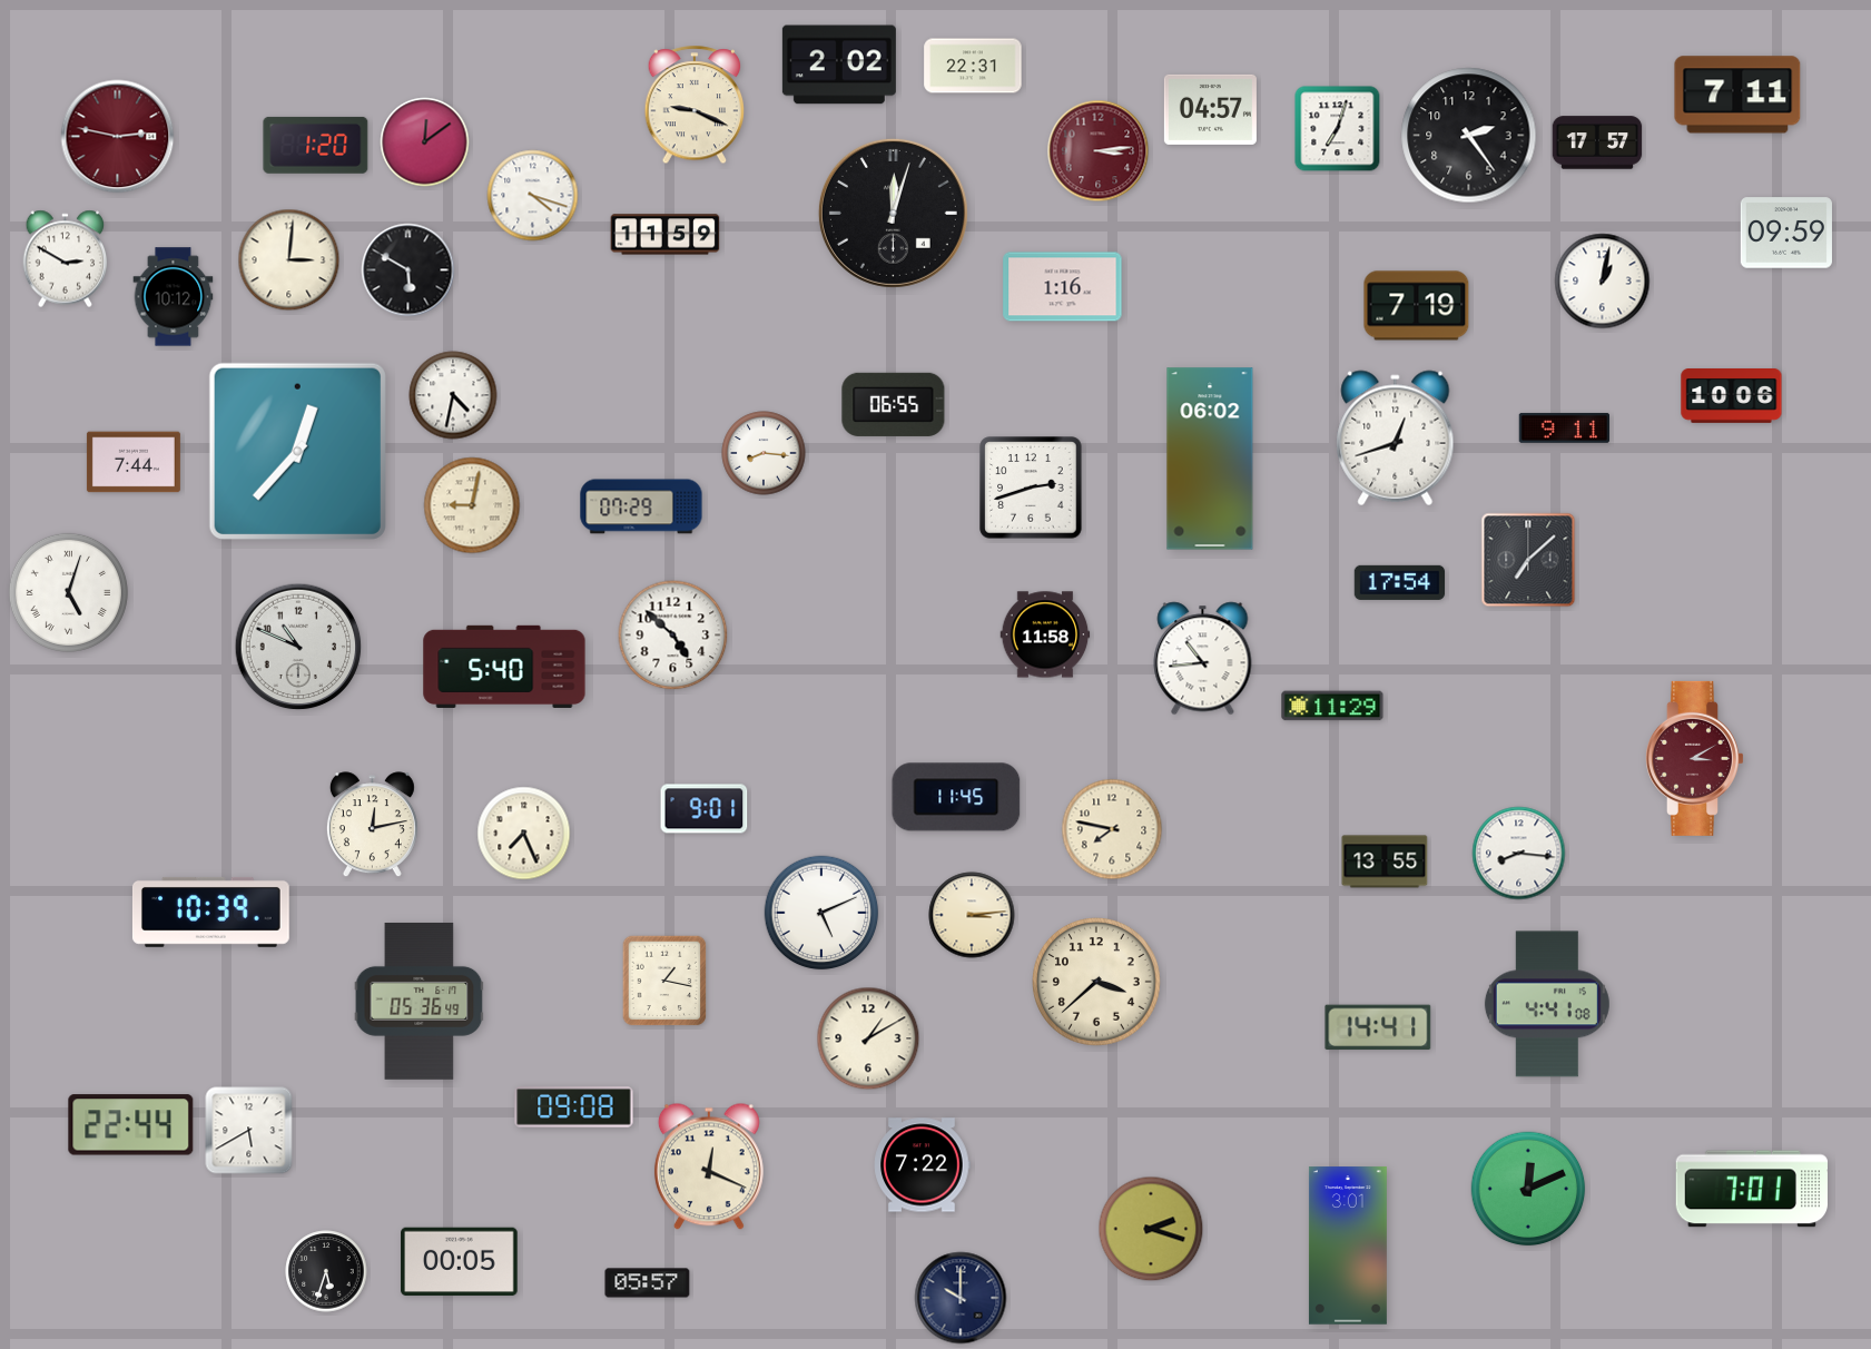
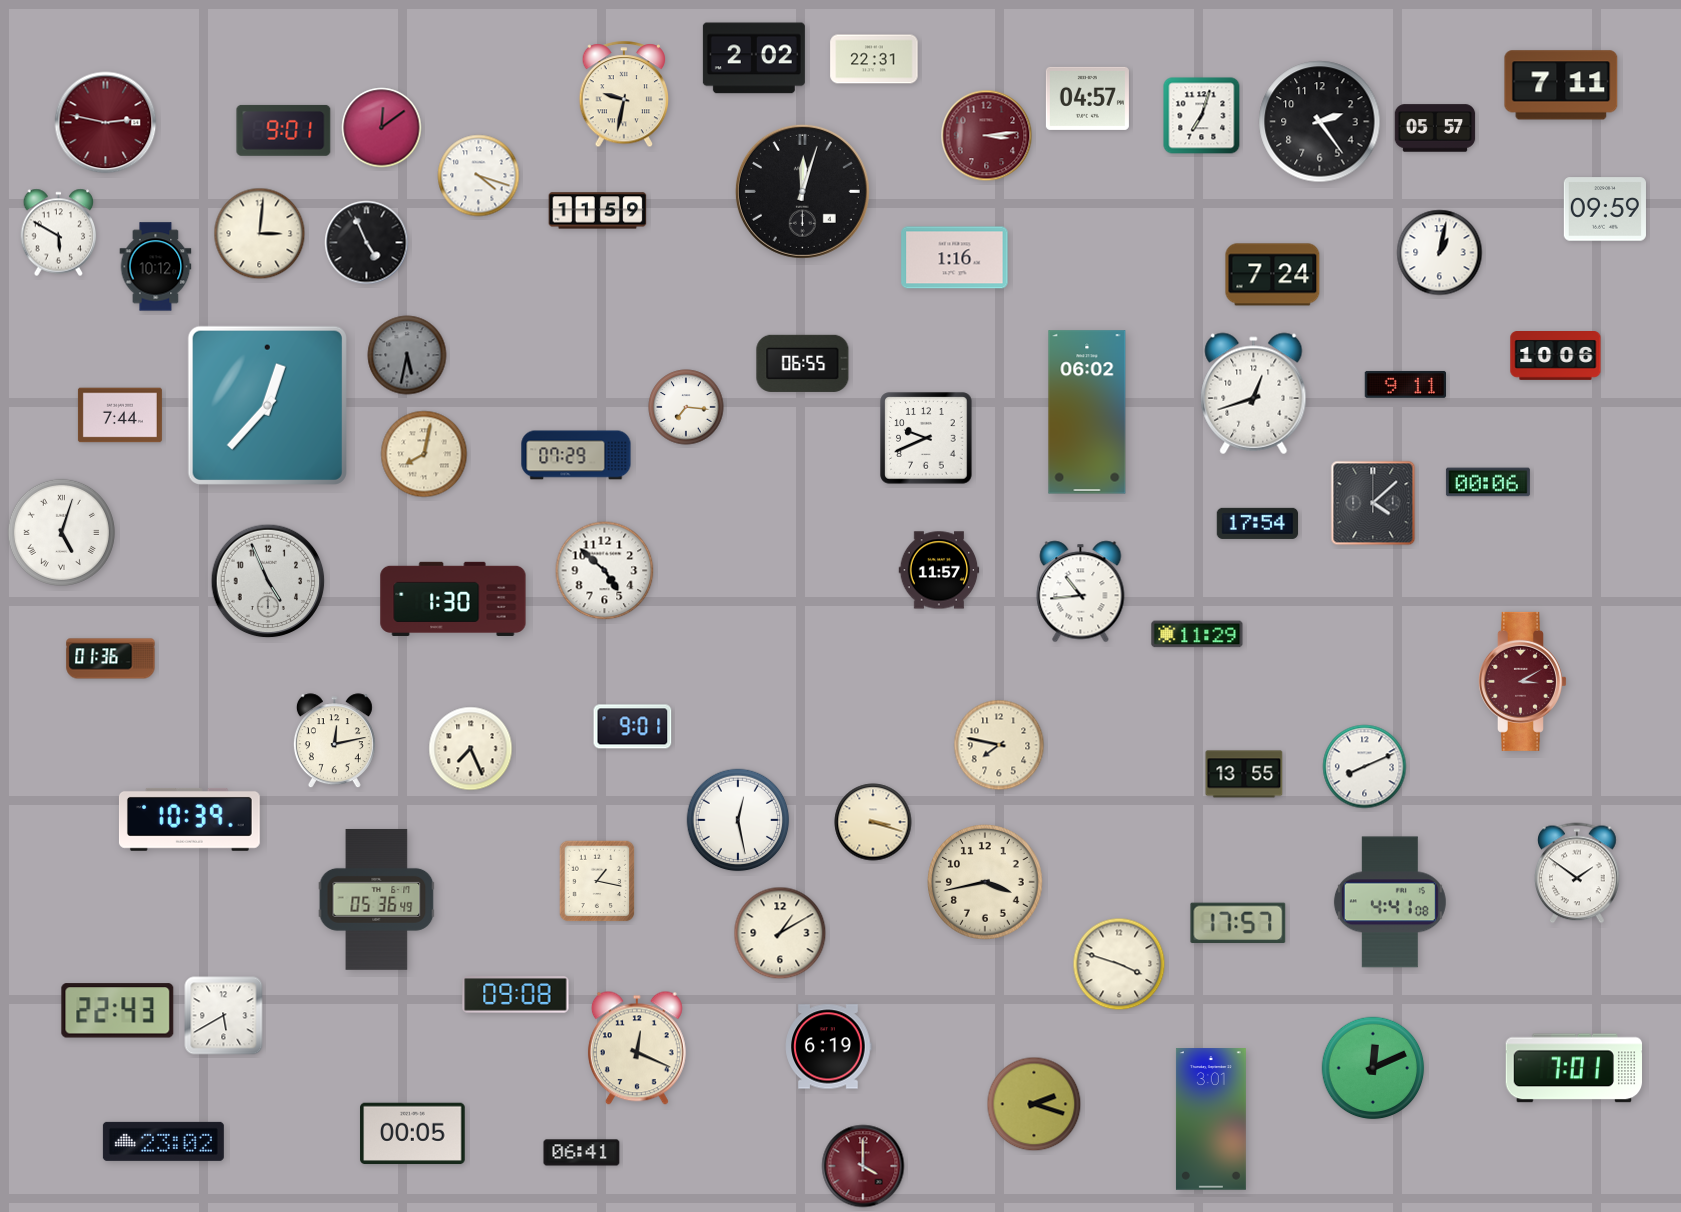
clock at (695, 106): 9:19 -> 9:32
clock at (1597, 142): 17:57 -> 05:57
clock at (316, 145): 1:20 -> 9:01
clock at (66, 259): 2:50 -> 5:50
clock at (408, 270): 5:50 -> 4:56
clock at (1417, 306): 7:19 -> 7:24
clock at (453, 395): 4:32 -> 5:32
clock at (453, 395) dial: white -> grey
clock at (764, 453): 8:16 -> 7:16
clock at (1031, 488): 2:42 -> 9:41
clock at (472, 505): 9:02 -> 8:02
clock at (1488, 482): none -> 00:06
clock at (1528, 560): 7:08 -> 4:08
clock at (1045, 634): 11:58 -> 11:57
clock at (298, 647): 10:49 -> 4:56
clock at (504, 666): 5:40 -> 1:30
clock at (111, 659): none -> 01:36
clock at (956, 797): 11:45 -> none
clock at (1519, 854): 8:16 -> 8:11
clock at (821, 913): 5:11 -> 12:28
clock at (972, 915): 3:14 -> 3:18
clock at (1578, 873): none -> 1:51
clock at (1097, 983): 3:38 -> 3:43
clock at (1378, 1027): 14:41 -> 17:57
clock at (1119, 964): none -> 3:48
clock at (131, 1125): 22:44 -> 22:43
clock at (923, 1165): 7:22 -> 6:19
clock at (163, 1141): none -> 23:02
clock at (326, 1271): 5:33 -> none
clock at (648, 1283): 05:57 -> 06:41
clock at (961, 1298): 10:00 -> 4:00
clock at (961, 1298) dial: navy -> burgundy
